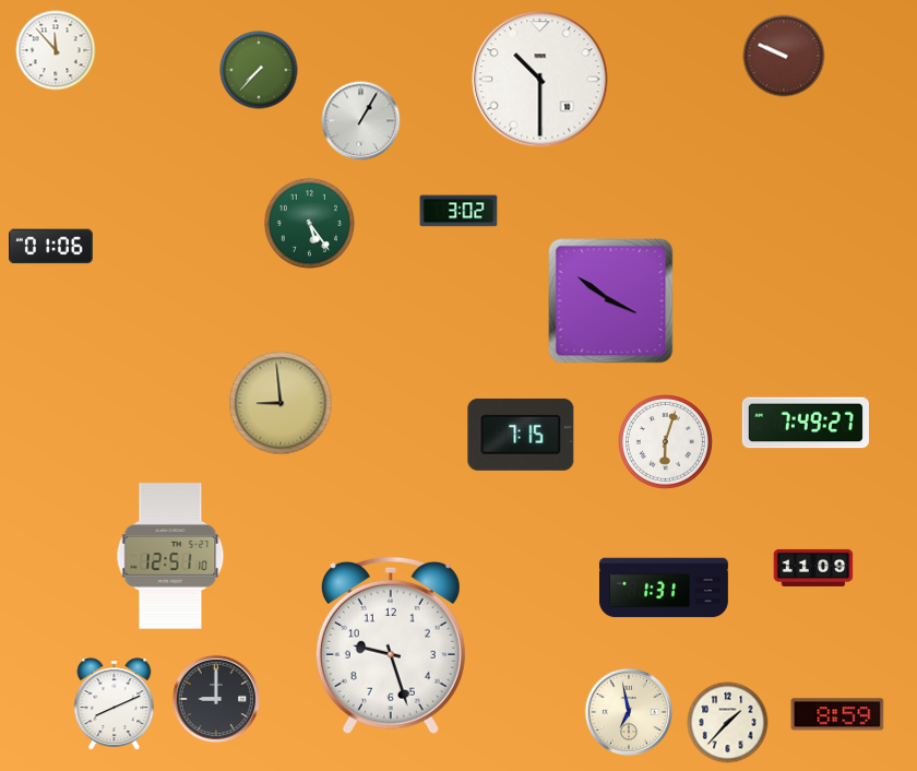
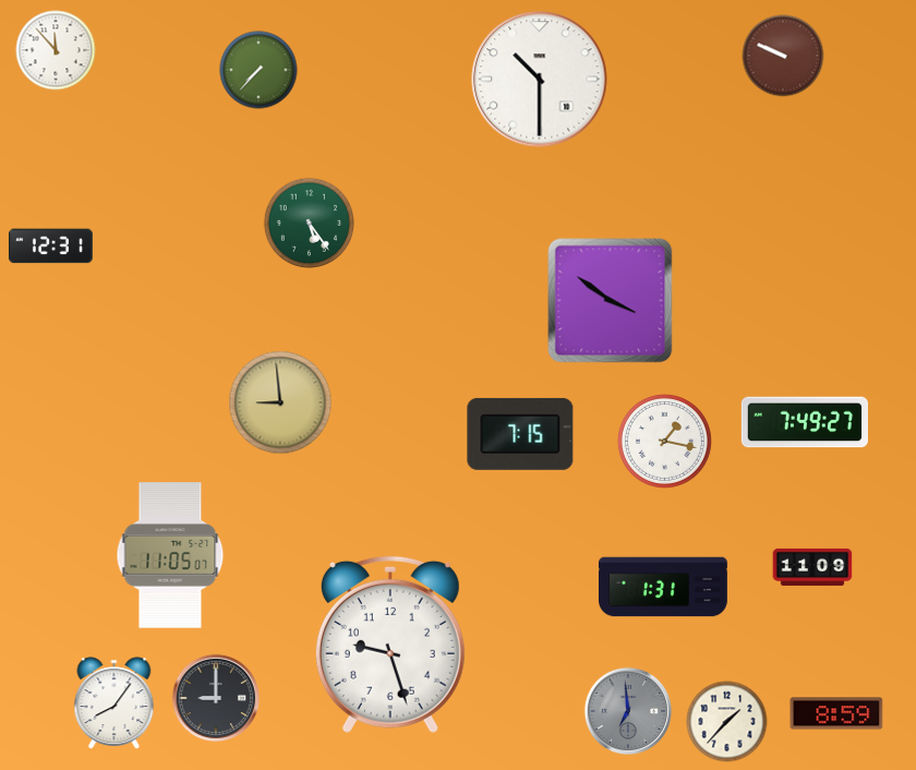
clock at (361, 121): 1:05 -> none
clock at (458, 211): 3:02 -> none
clock at (50, 247): 01:06 -> 12:31
clock at (665, 441): 6:03 -> 1:17
clock at (170, 556): 12:51 -> 11:05
clock at (115, 704): 8:11 -> 8:06
clock at (628, 711): 6:58 -> 6:59
clock at (628, 711) dial: cream -> grey
